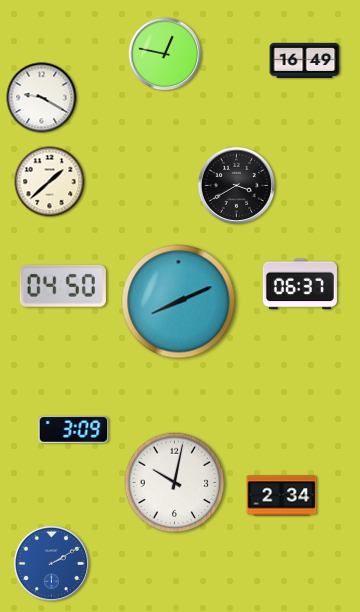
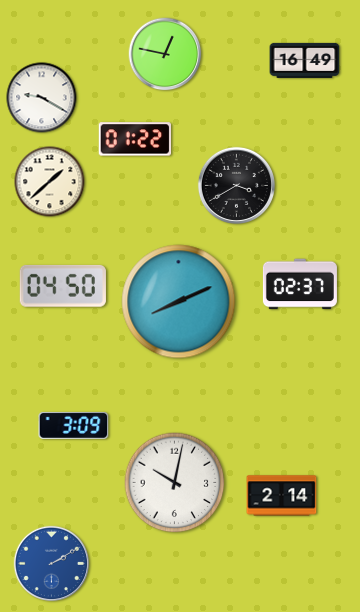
clock at (134, 139): none -> 01:22
clock at (300, 284): 06:37 -> 02:37
clock at (74, 429) position: (74, 429) -> (74, 425)
clock at (282, 496): 2:34 -> 2:14
